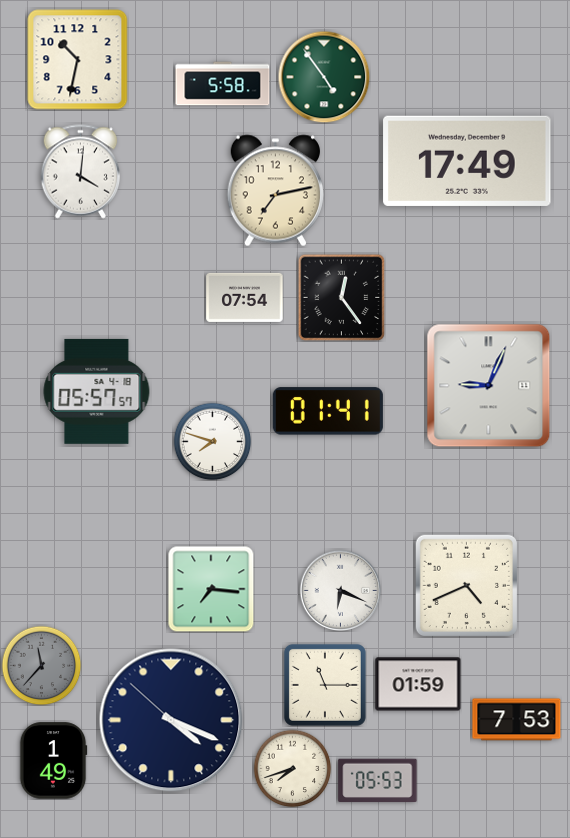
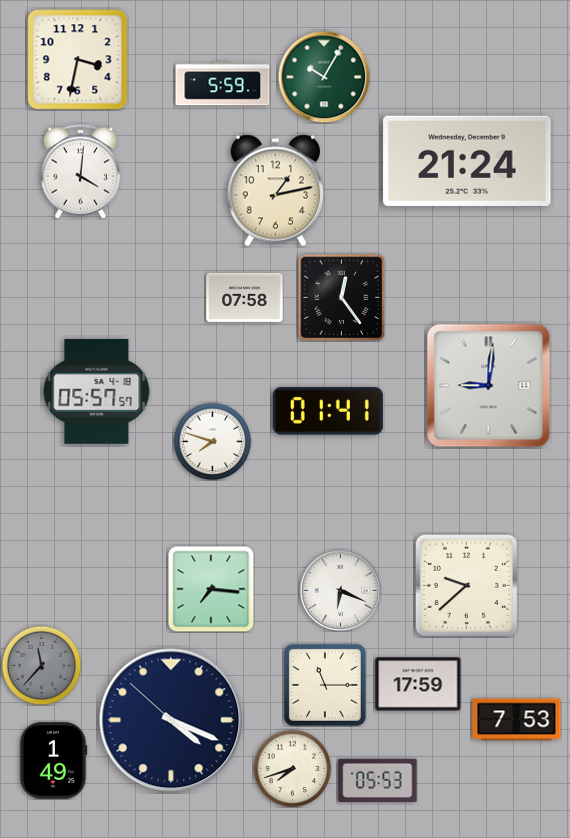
clock at (78, 60): 10:32 -> 3:32
clock at (324, 77): 4:54 -> 10:05
clock at (223, 84): 5:58 -> 5:59
clock at (467, 161): 17:49 -> 21:24
clock at (275, 191): 7:13 -> 1:13
clock at (245, 297): 07:54 -> 07:58
clock at (489, 386): 9:04 -> 9:01
clock at (466, 585): 4:41 -> 9:38
clock at (418, 684): 01:59 -> 17:59
